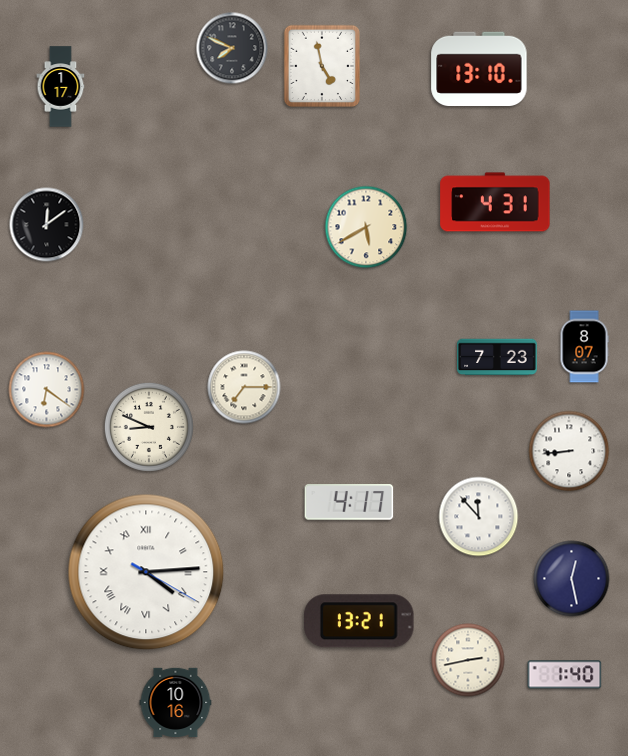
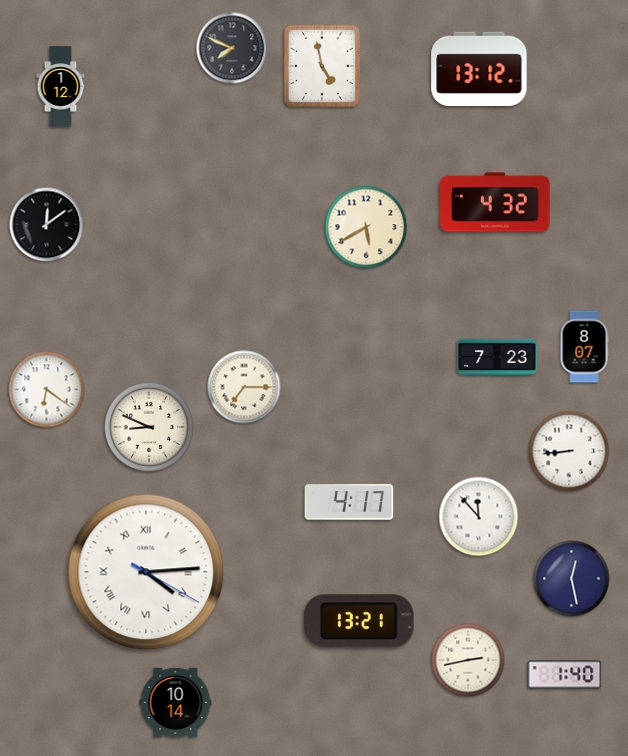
clock at (479, 68): 13:10 -> 13:12
clock at (61, 87): 1:17 -> 1:12
clock at (495, 202): 4:31 -> 4:32
clock at (176, 703): 10:16 -> 10:14
